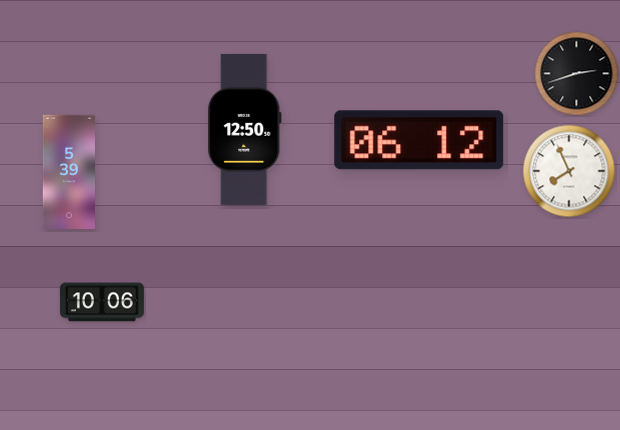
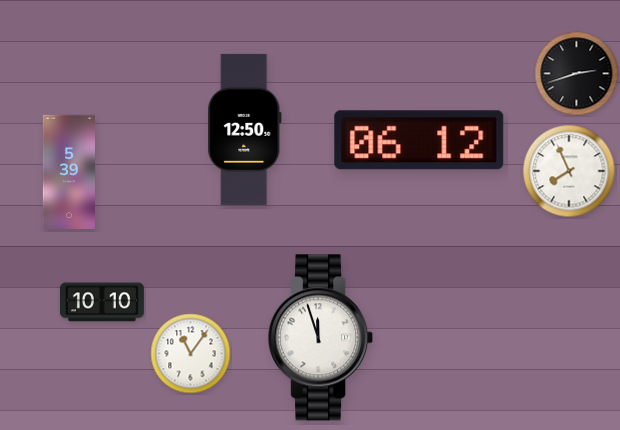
clock at (102, 302): 10:06 -> 10:10
clock at (321, 338): none -> 11:57
clock at (191, 354): none -> 11:06
